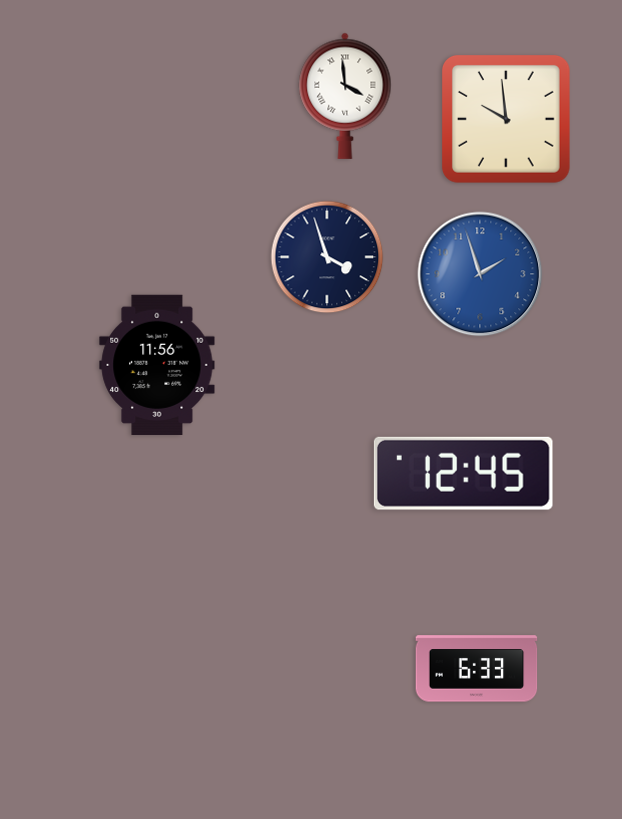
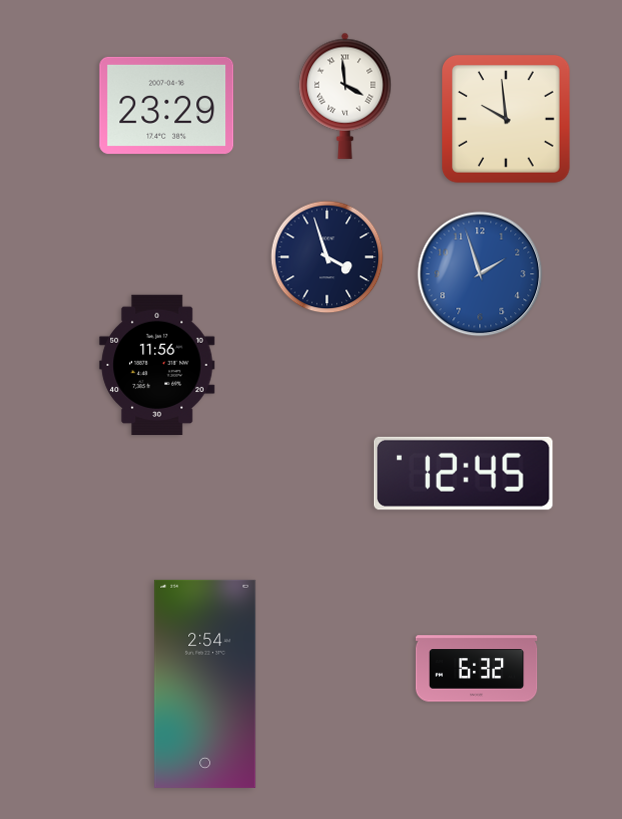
clock at (167, 105): none -> 23:29
clock at (477, 669): 6:33 -> 6:32
clock at (205, 684): none -> 2:54
